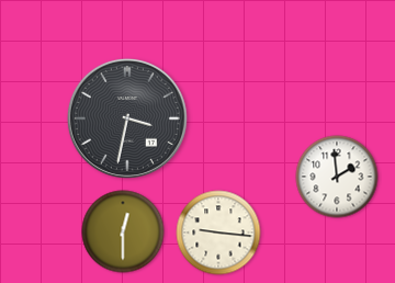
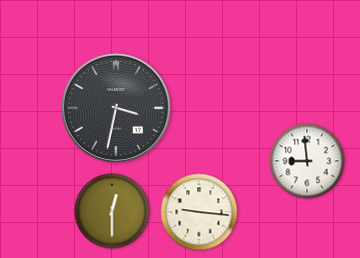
clock at (337, 177): 1:59 -> 8:59
